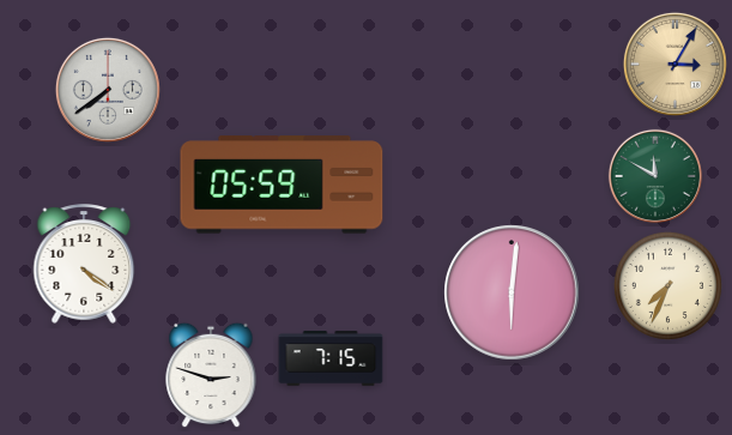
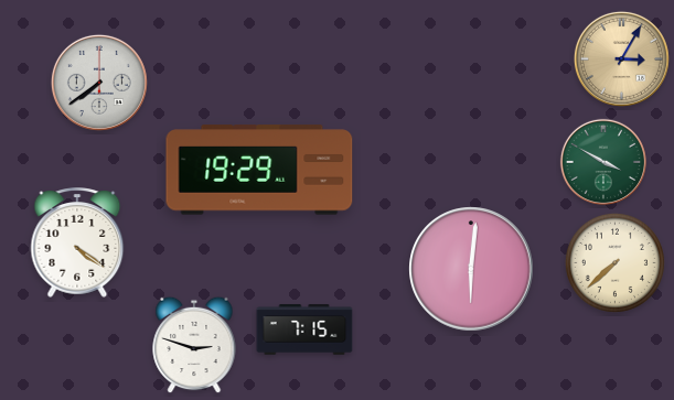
clock at (655, 176): 11:50 -> 3:50
clock at (282, 185): 05:59 -> 19:29
clock at (667, 285): 7:34 -> 7:38
